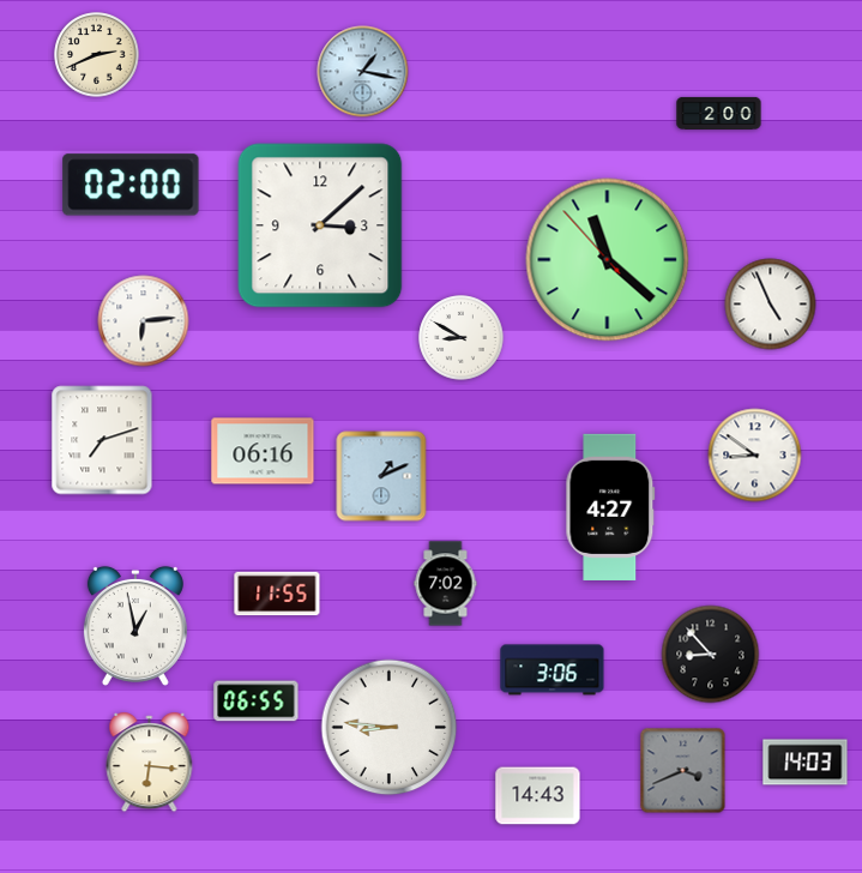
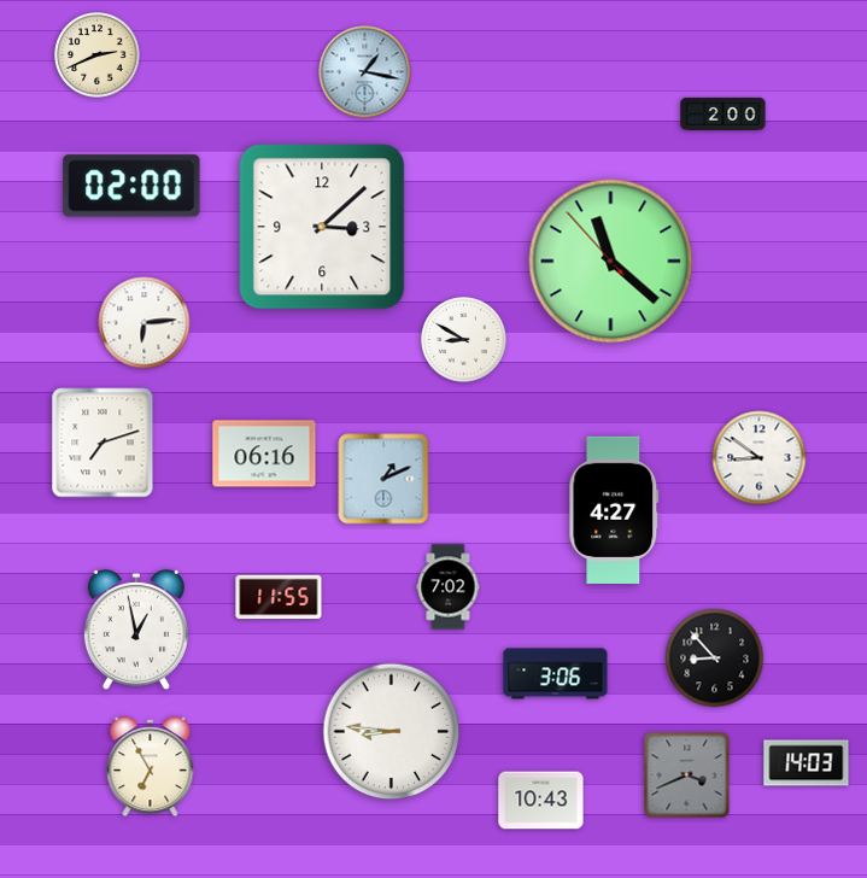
clock at (771, 305): 4:56 -> none
clock at (257, 702): 06:55 -> none
clock at (150, 763): 6:16 -> 6:55
clock at (806, 763) position: (806, 763) -> (807, 763)
clock at (538, 796): 14:43 -> 10:43
